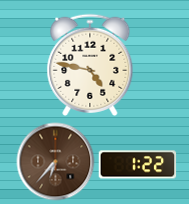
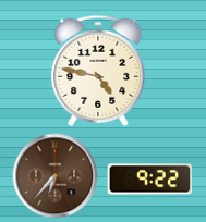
clock at (55, 161) position: (55, 161) -> (54, 175)
clock at (137, 165): 1:22 -> 9:22
